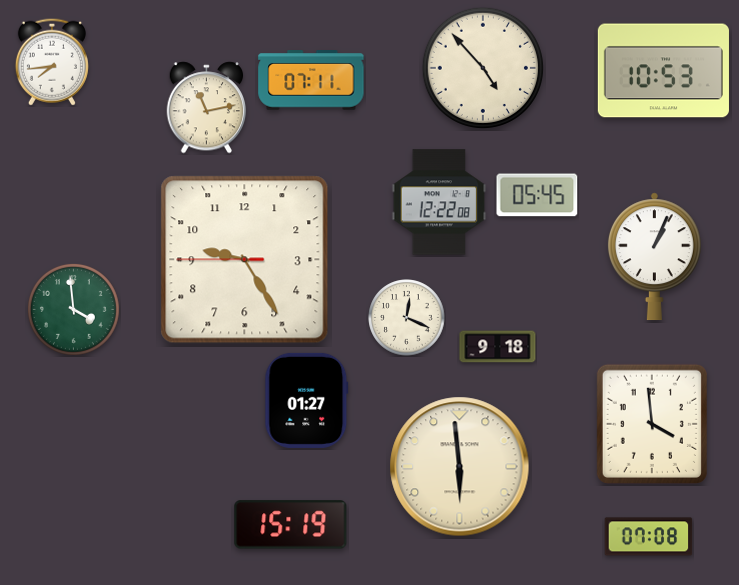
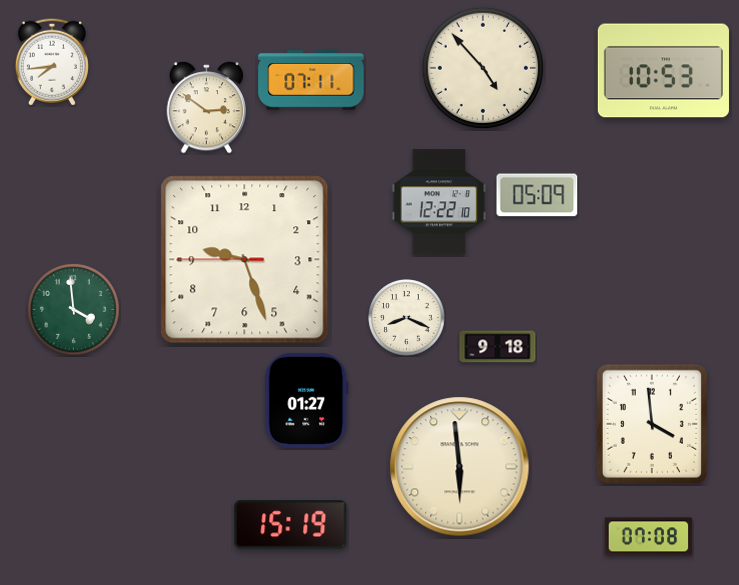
clock at (207, 108): 11:13 -> 2:51
clock at (537, 195): 05:45 -> 05:09
clock at (439, 202): 12:22:08 -> 12:22:10
clock at (654, 257): 1:04 -> none
clock at (245, 260): 9:24 -> 9:26
clock at (407, 318): 12:19 -> 8:19
